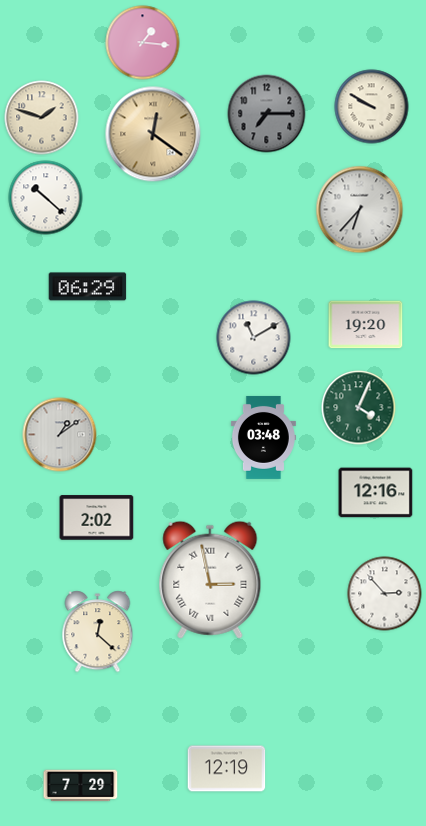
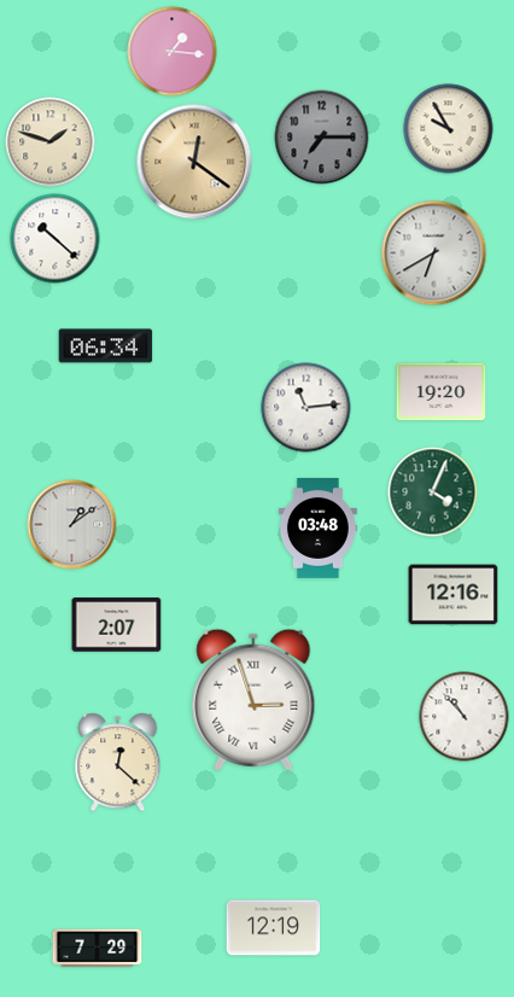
clock at (372, 107): 9:50 -> 9:55
clock at (153, 134) position: (153, 134) -> (194, 162)
clock at (360, 210): 6:37 -> 6:40
clock at (88, 287): 06:29 -> 06:34
clock at (254, 338): 11:10 -> 11:14
clock at (97, 518): 2:02 -> 2:07
clock at (210, 580): 2:58 -> 2:57
clock at (385, 594): 2:53 -> 10:53
